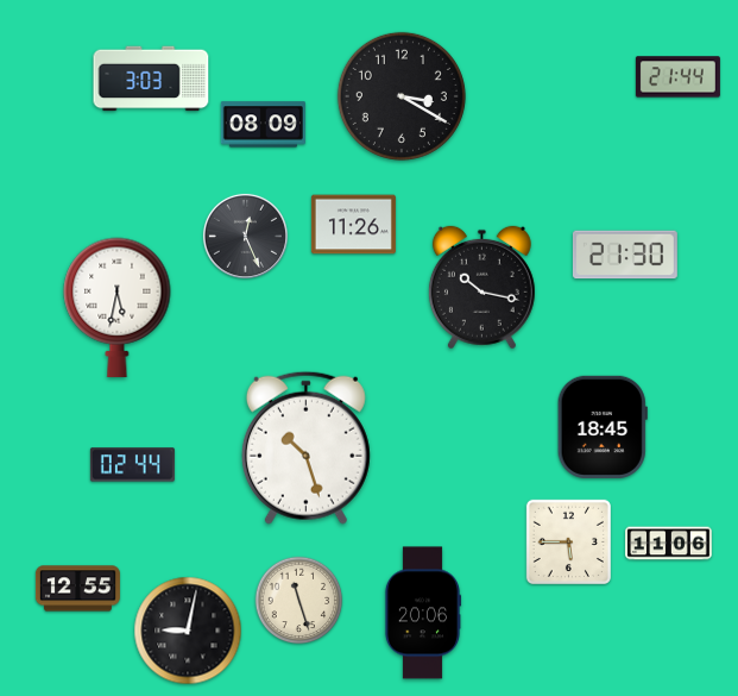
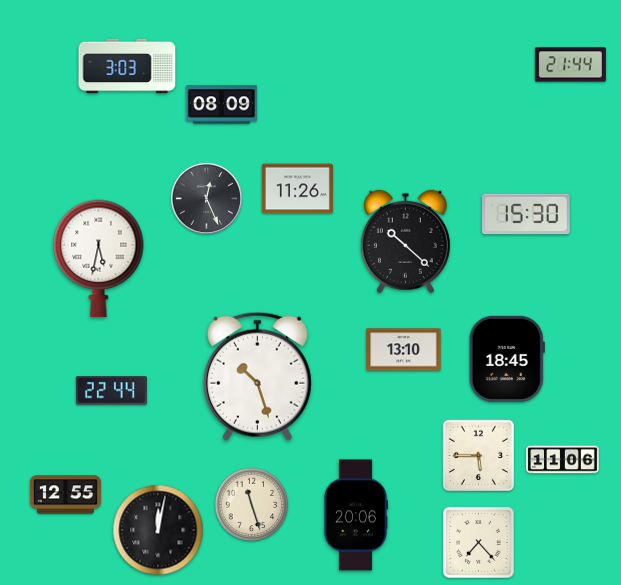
clock at (402, 96): 3:20 -> none
clock at (625, 255): 21:30 -> 15:30
clock at (481, 288): 10:17 -> 10:22
clock at (404, 350): none -> 13:10
clock at (132, 465): 02:44 -> 22:44
clock at (669, 544) position: (669, 544) -> (563, 460)
clock at (188, 631): 9:02 -> 12:02
clock at (479, 543): none -> 7:23
